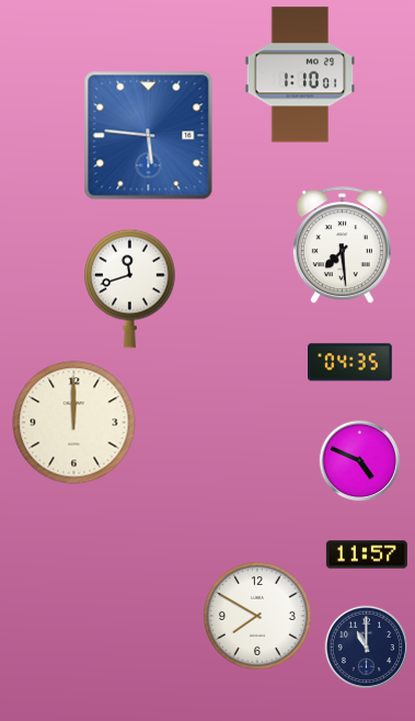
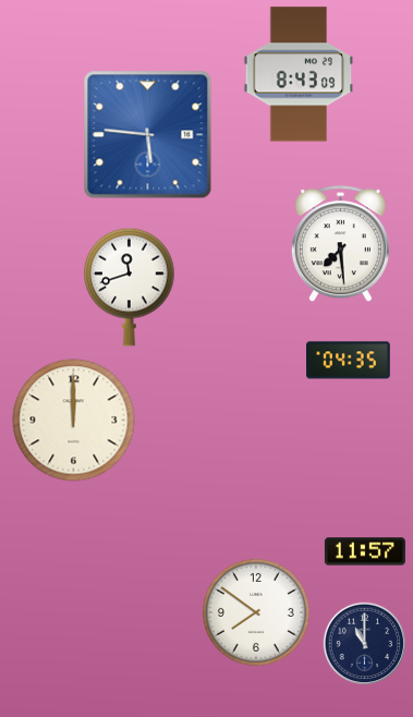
clock at (300, 75): 1:10 -> 8:43
clock at (360, 461): 4:49 -> none
clock at (257, 616): 7:50 -> 7:51
